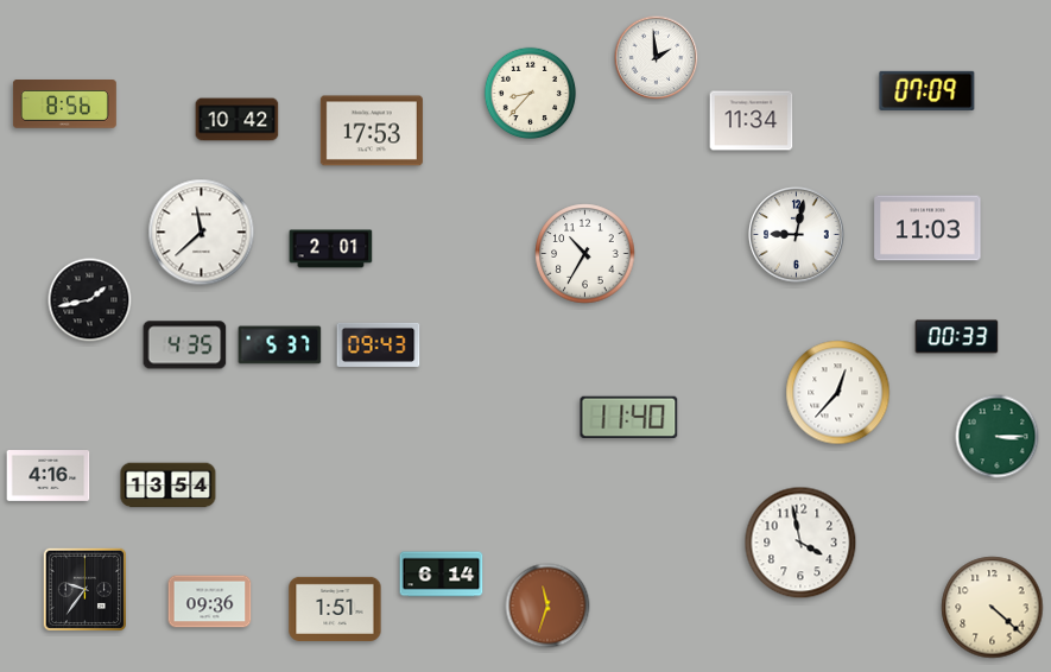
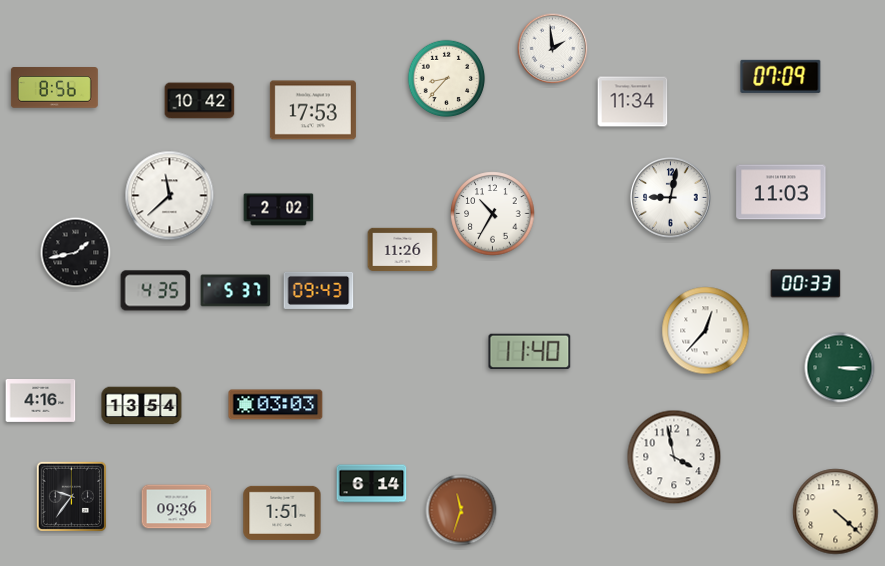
clock at (331, 249): 2:01 -> 2:02
clock at (403, 249): none -> 11:26
clock at (276, 405): none -> 03:03
clock at (169, 486) position: (169, 486) -> (142, 406)
